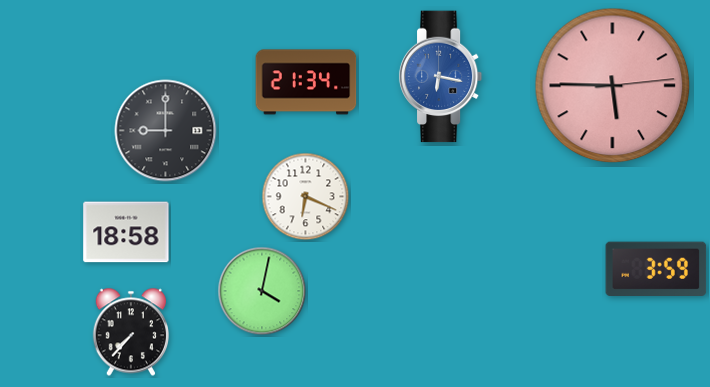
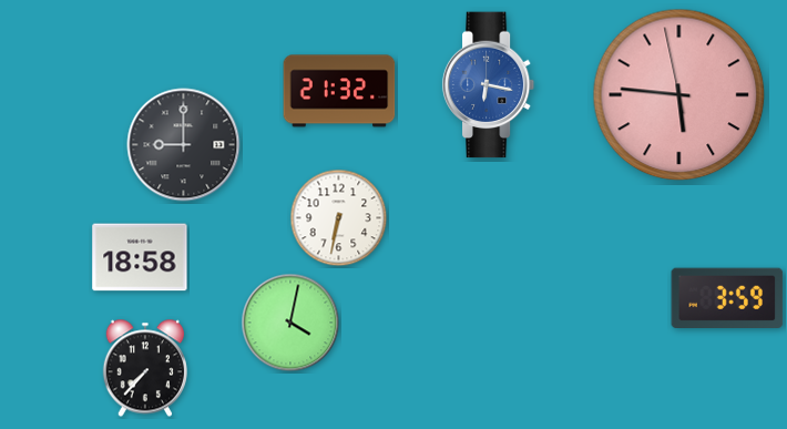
clock at (306, 82): 21:34 -> 21:32
clock at (613, 86): 5:45:14 -> 5:45:58
clock at (306, 197): 6:19 -> 6:32
